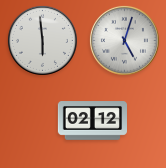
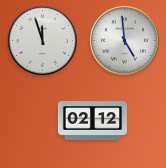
clock at (42, 40): 5:59 -> 11:57
clock at (124, 40): 5:03 -> 4:59
